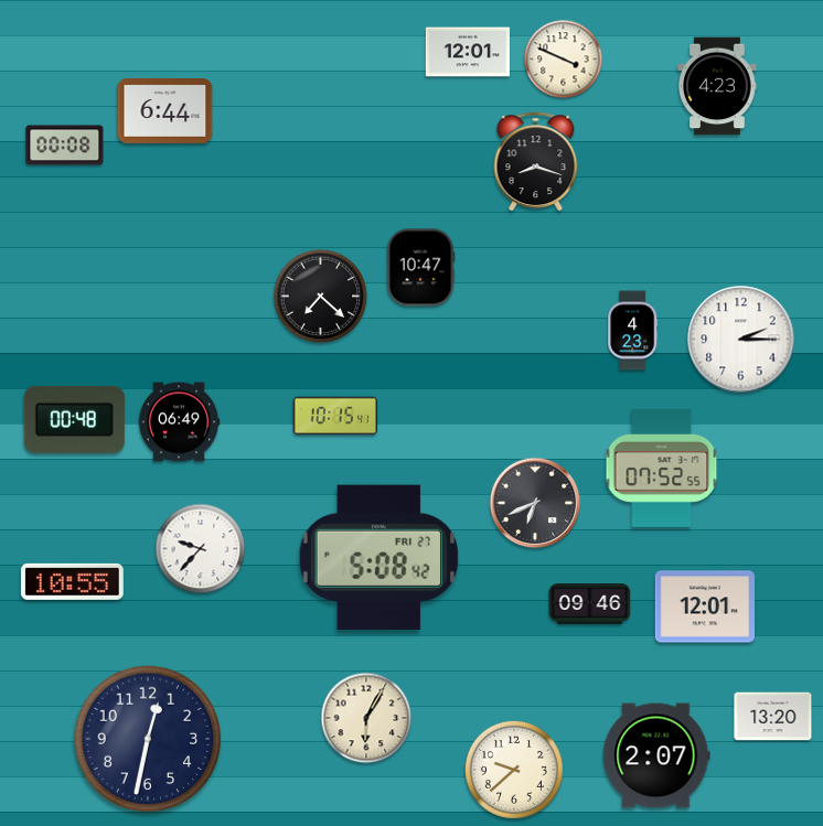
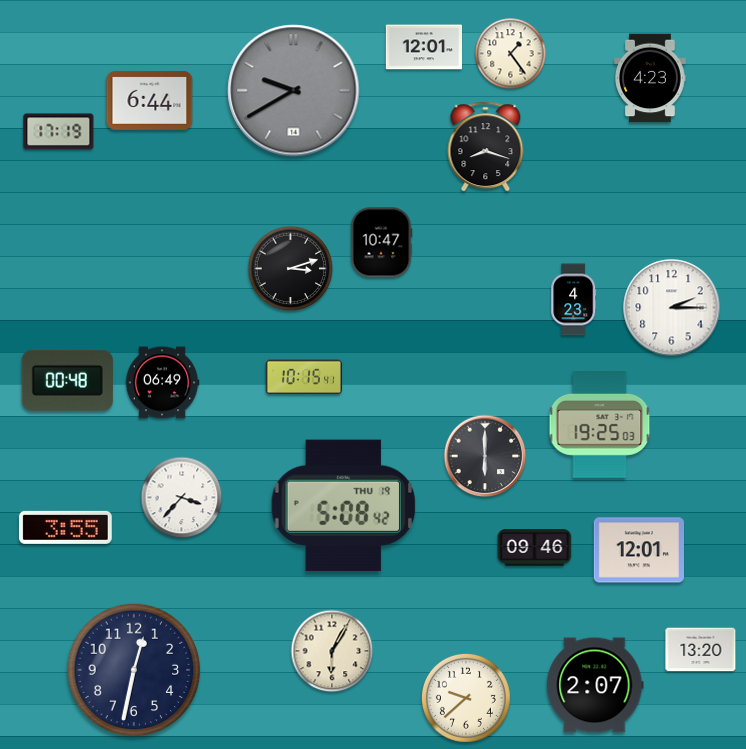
clock at (564, 60): 3:49 -> 1:24
clock at (294, 91): none -> 9:40
clock at (65, 146): 00:08 -> 17:19
clock at (321, 297): 7:22 -> 3:12
clock at (662, 468): 07:52 -> 19:25
clock at (535, 503): 6:41 -> 6:00
clock at (201, 549): 9:37 -> 3:37
clock at (380, 557) date: FRI 27 -> THU 19
clock at (72, 581): 10:55 -> 3:55
